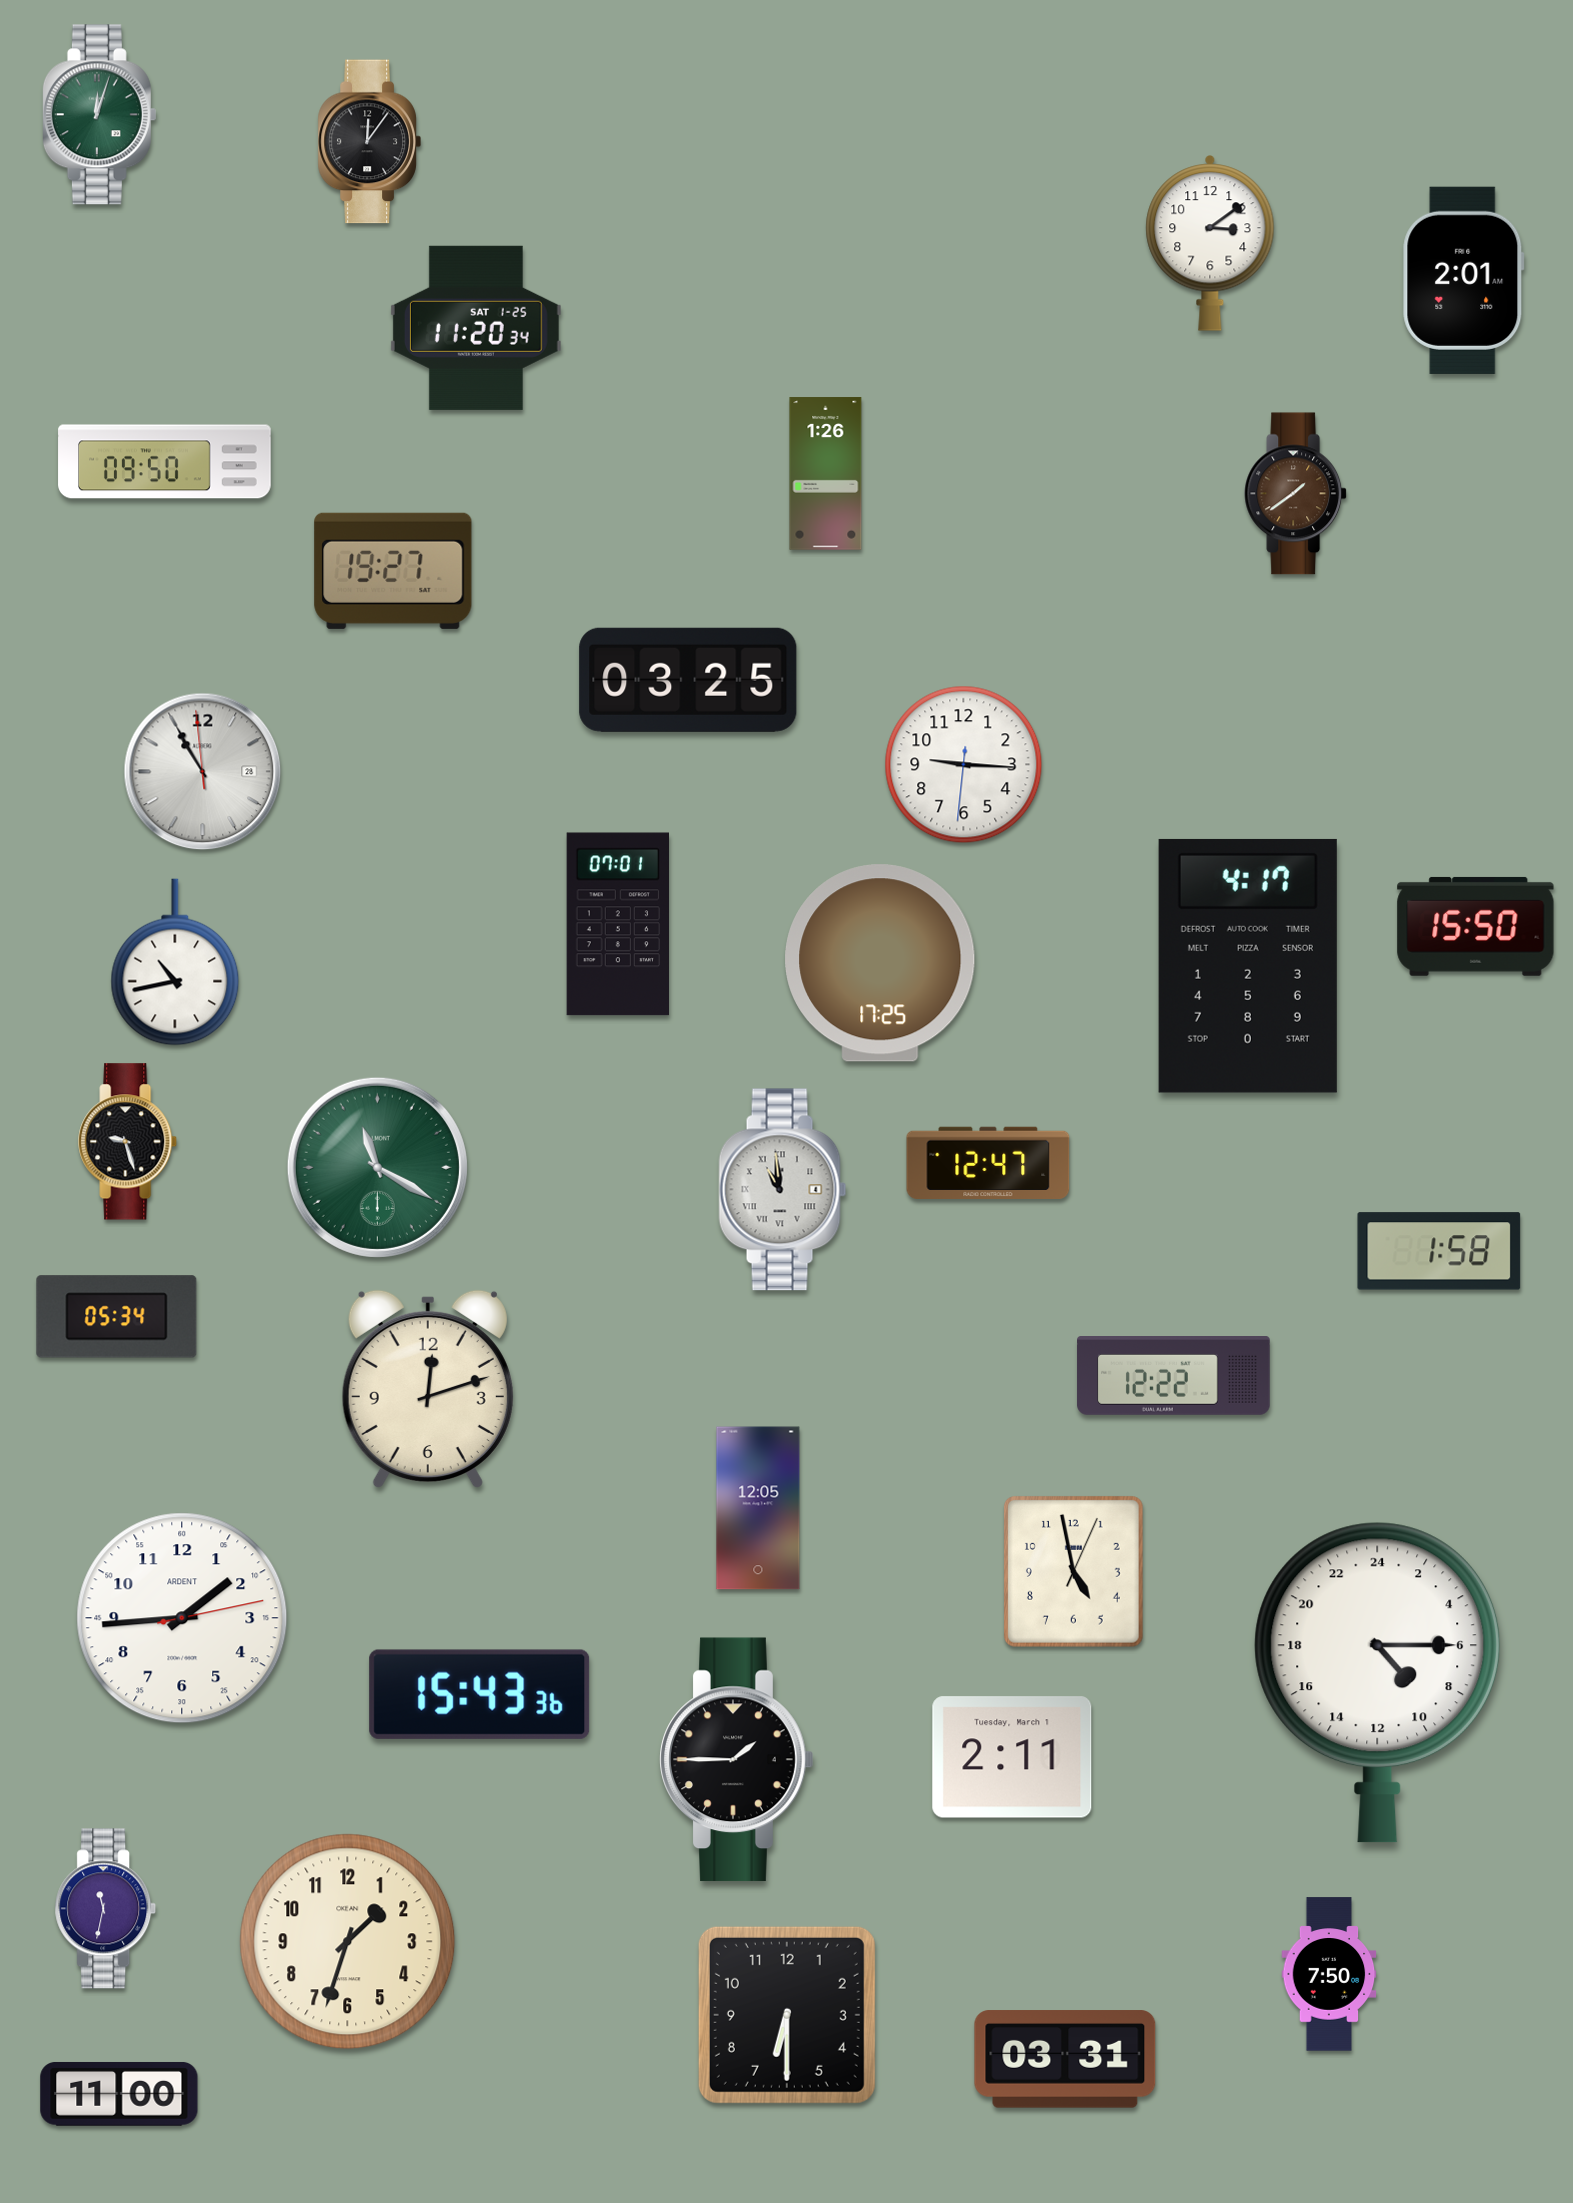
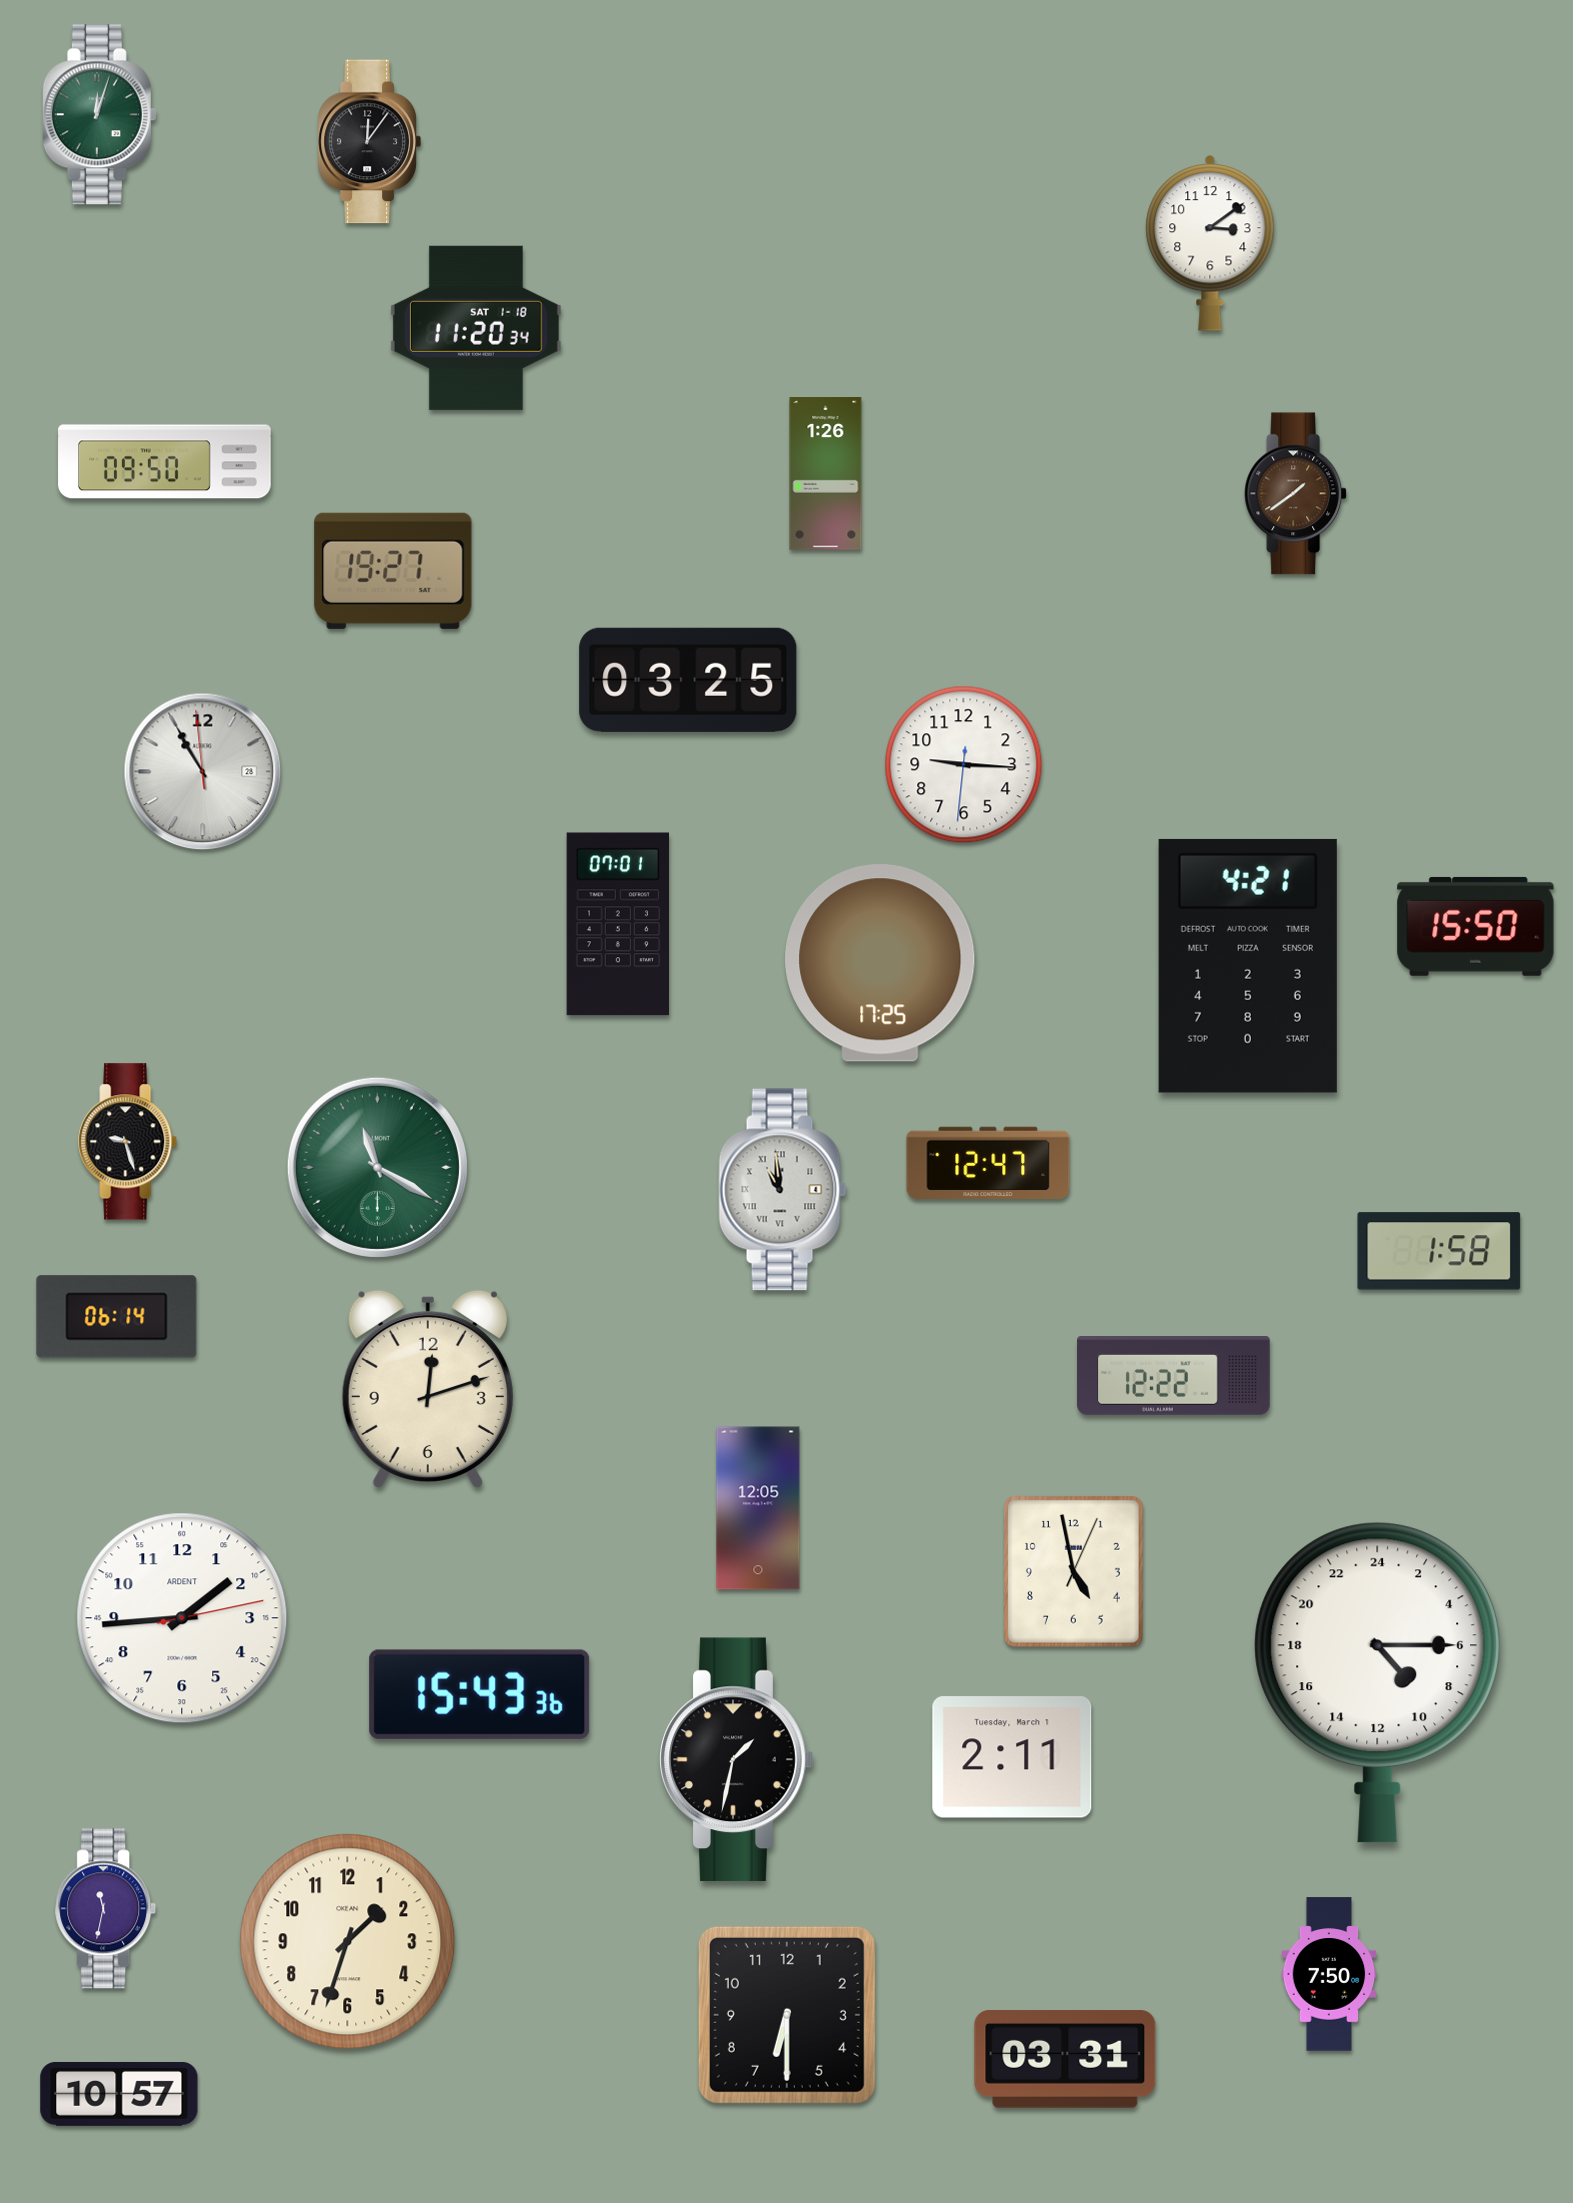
clock at (1464, 280): 2:01 -> none
clock at (476, 328) date: SAT 1-25 -> SAT 1-18
clock at (175, 962): 10:43 -> none
clock at (1248, 966): 4:17 -> 4:21
clock at (117, 1317): 05:34 -> 06:14
clock at (737, 1760): 1:45 -> 1:32
clock at (119, 2094): 11:00 -> 10:57
